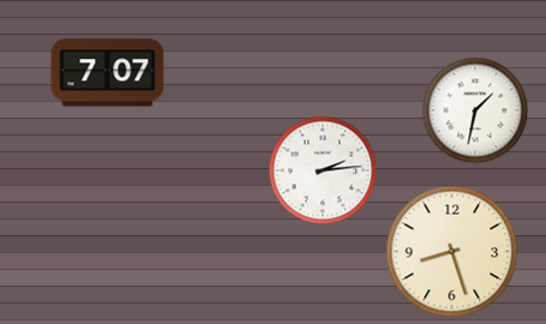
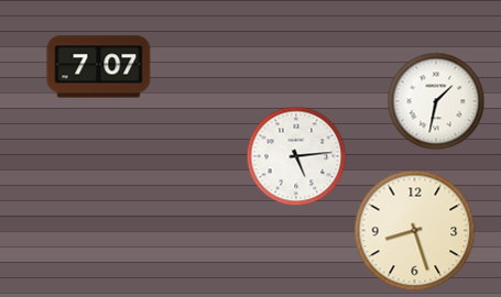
clock at (323, 170): 2:14 -> 5:14
